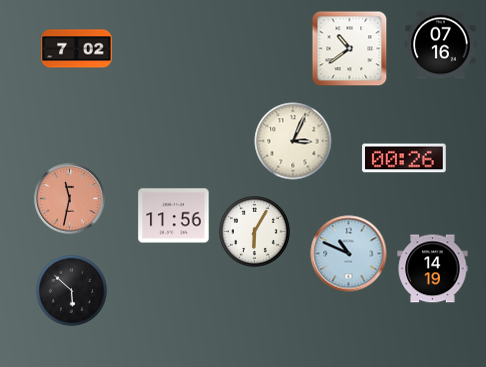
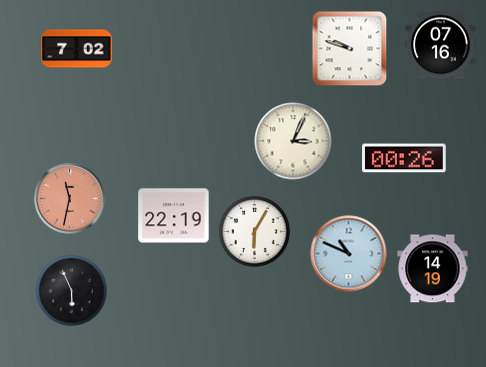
clock at (350, 49): 10:39 -> 9:48
clock at (174, 216): 11:56 -> 22:19
clock at (71, 290): 5:52 -> 5:56
